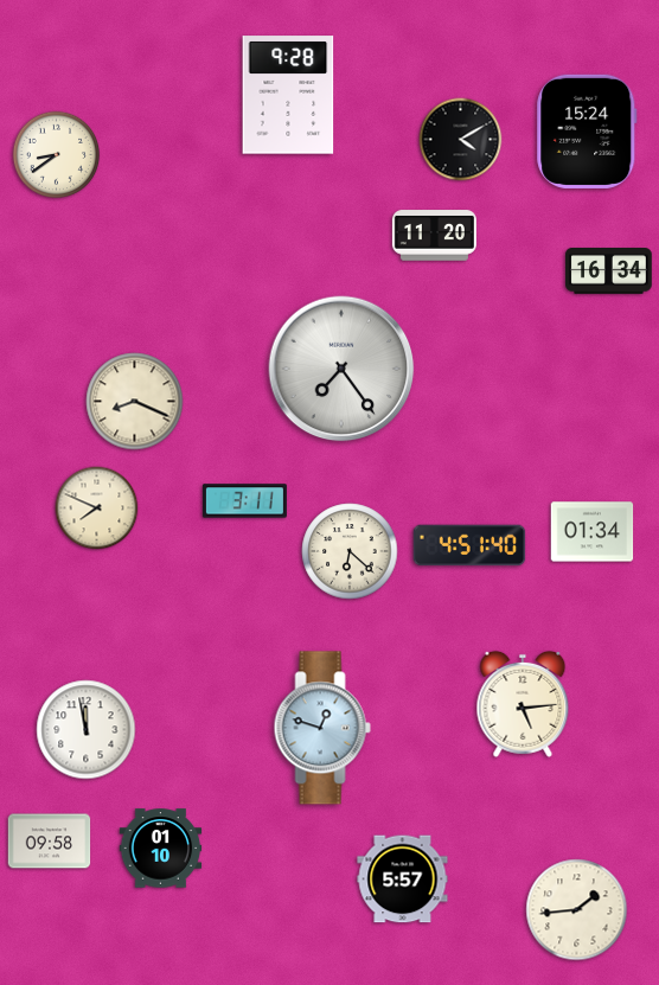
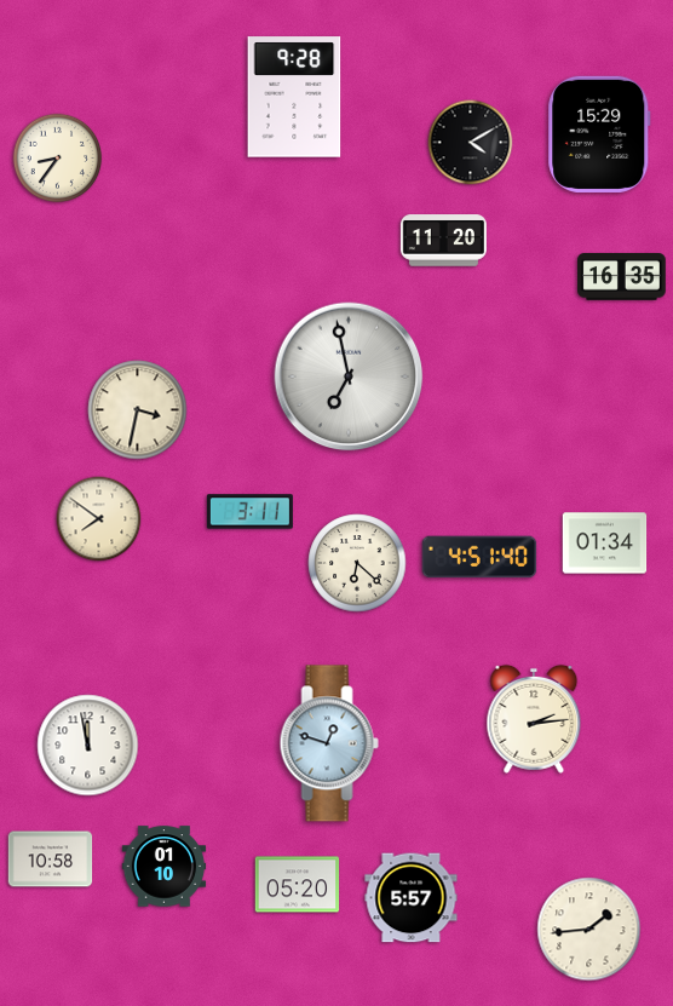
clock at (587, 132): 15:24 -> 15:29
clock at (57, 155): 8:39 -> 8:36
clock at (609, 271): 16:34 -> 16:35
clock at (341, 369): 7:24 -> 6:58
clock at (135, 402): 8:19 -> 3:32
clock at (97, 509): 7:49 -> 7:51
clock at (523, 704): 5:14 -> 2:14
clock at (50, 842): 09:58 -> 10:58
clock at (298, 885): none -> 05:20
